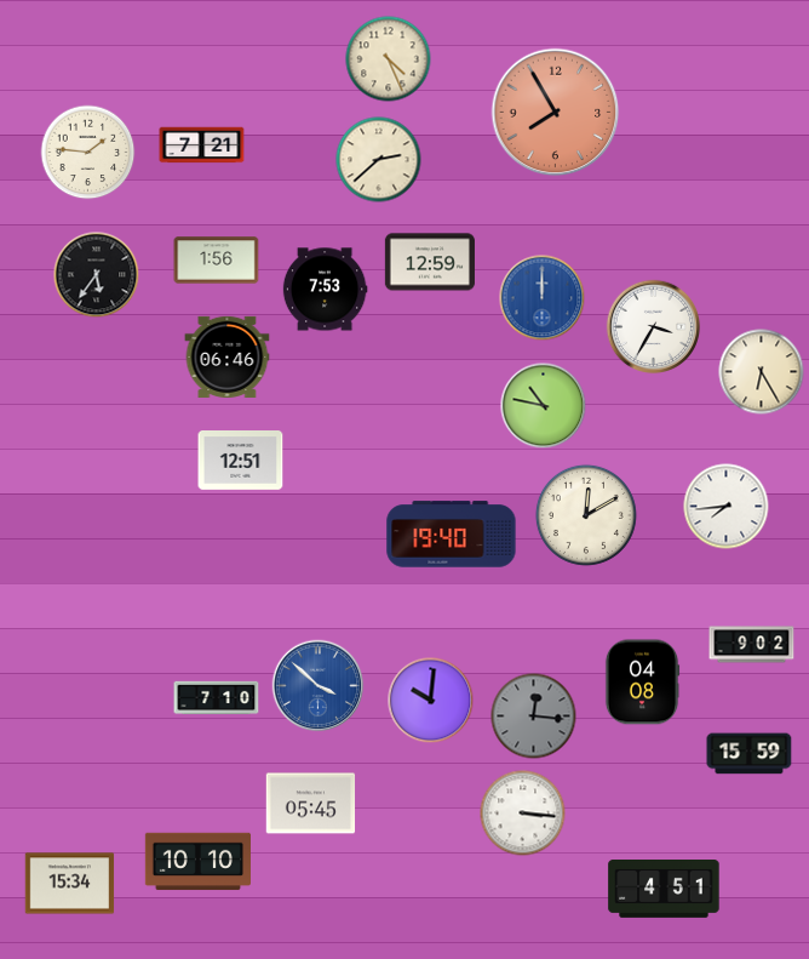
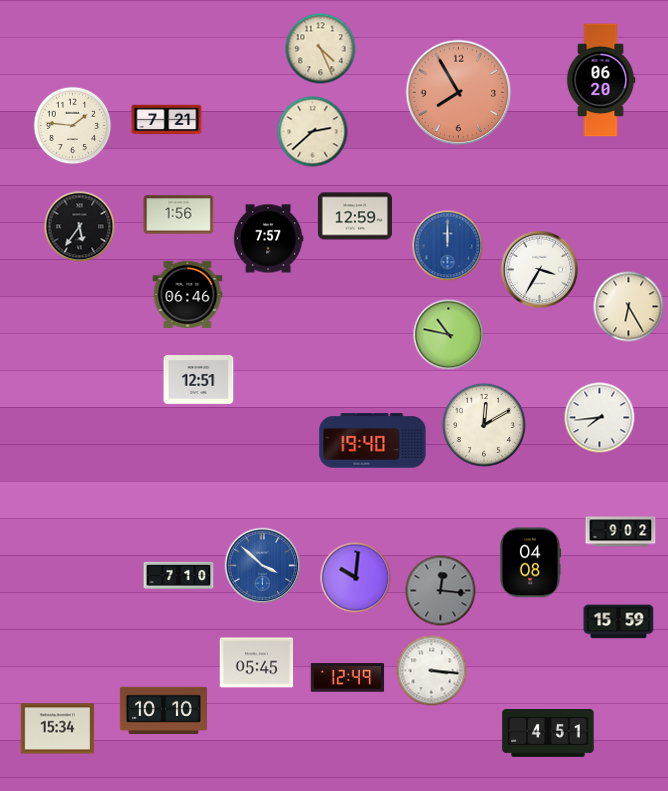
clock at (601, 80): none -> 06:20
clock at (325, 290): 7:53 -> 7:57
clock at (348, 678): none -> 12:49
